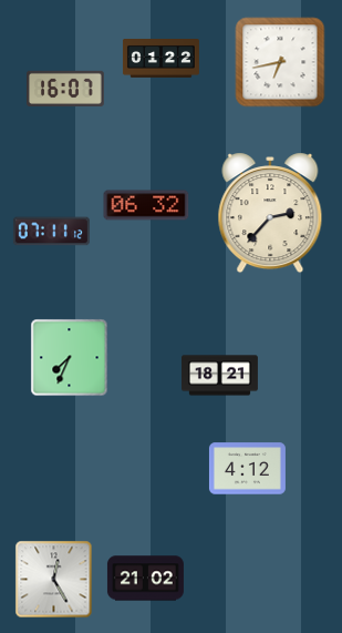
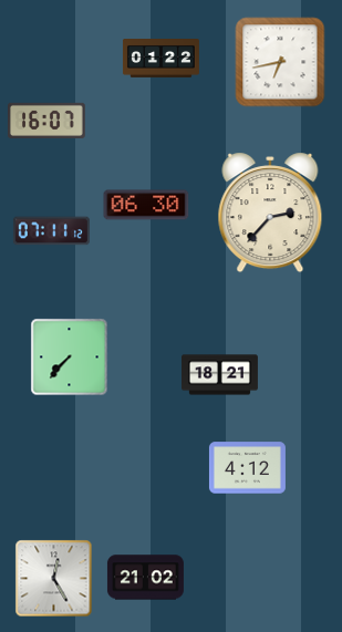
clock at (66, 89) position: (66, 89) -> (48, 121)
clock at (146, 205): 06:32 -> 06:30
clock at (70, 358): 7:34 -> 7:37
